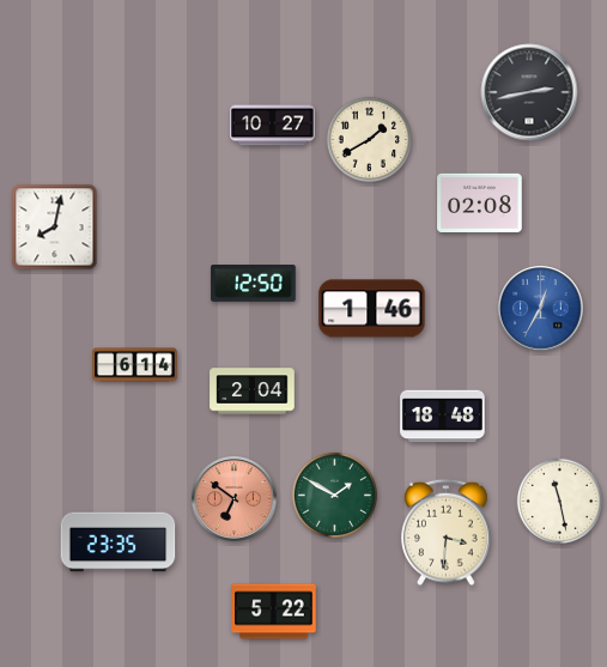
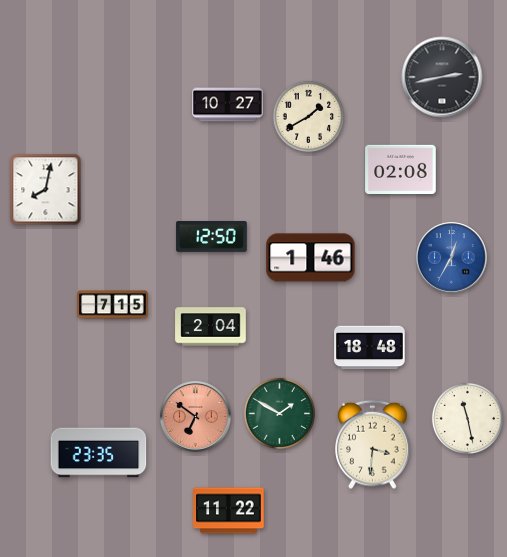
clock at (135, 365): 6:14 -> 7:15
clock at (274, 612): 5:22 -> 11:22
